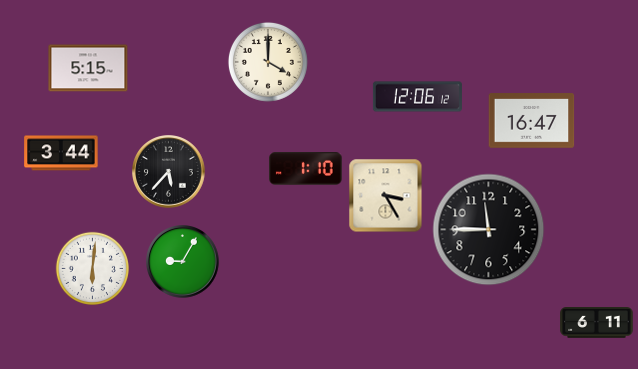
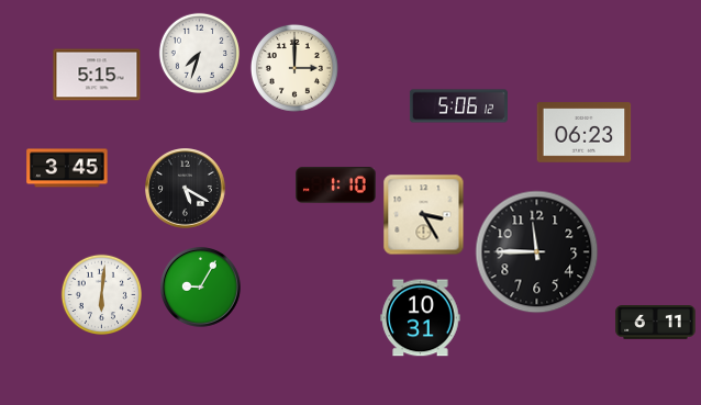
clock at (199, 53): none -> 7:33
clock at (268, 62): 4:00 -> 3:00
clock at (417, 97): 12:06 -> 5:06
clock at (532, 121): 16:47 -> 06:23
clock at (61, 153): 3:44 -> 3:45
clock at (169, 172): 5:37 -> 5:20
clock at (421, 318): none -> 10:31
clock at (597, 323) position: (597, 323) -> (656, 323)
